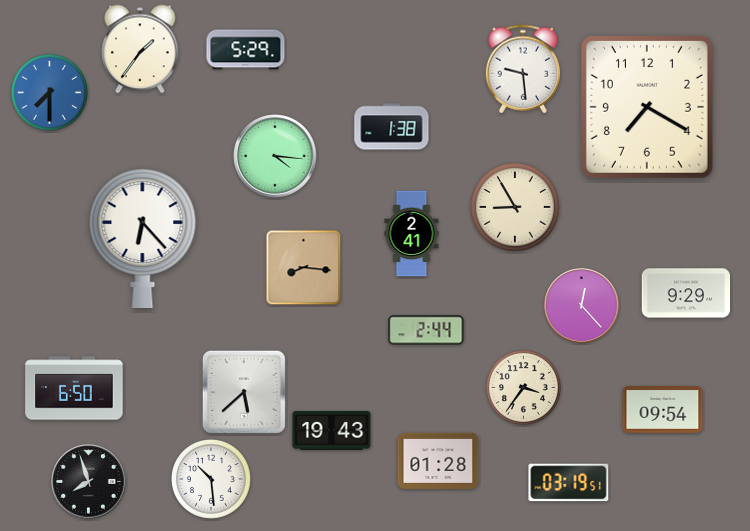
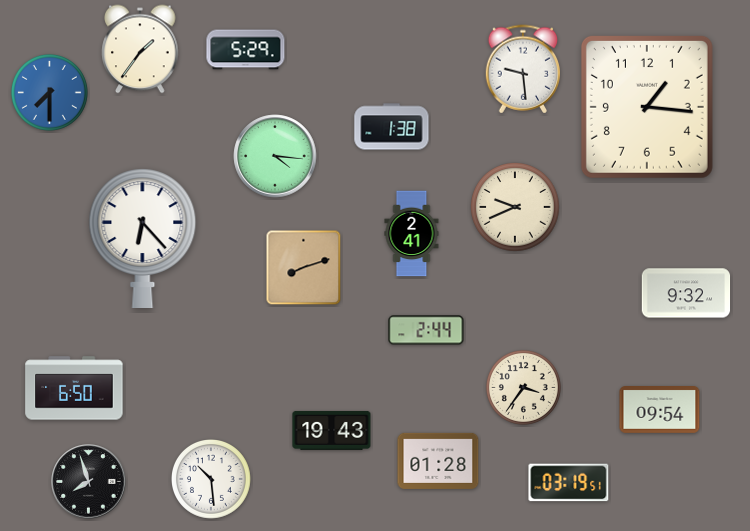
clock at (647, 107): 7:20 -> 1:16
clock at (515, 207): 8:55 -> 9:41
clock at (304, 268): 8:16 -> 8:12
clock at (686, 293): 9:29 -> 9:32
clock at (582, 306): 12:23 -> none
clock at (244, 392): 5:38 -> none
clock at (663, 410) position: (663, 410) -> (660, 410)
